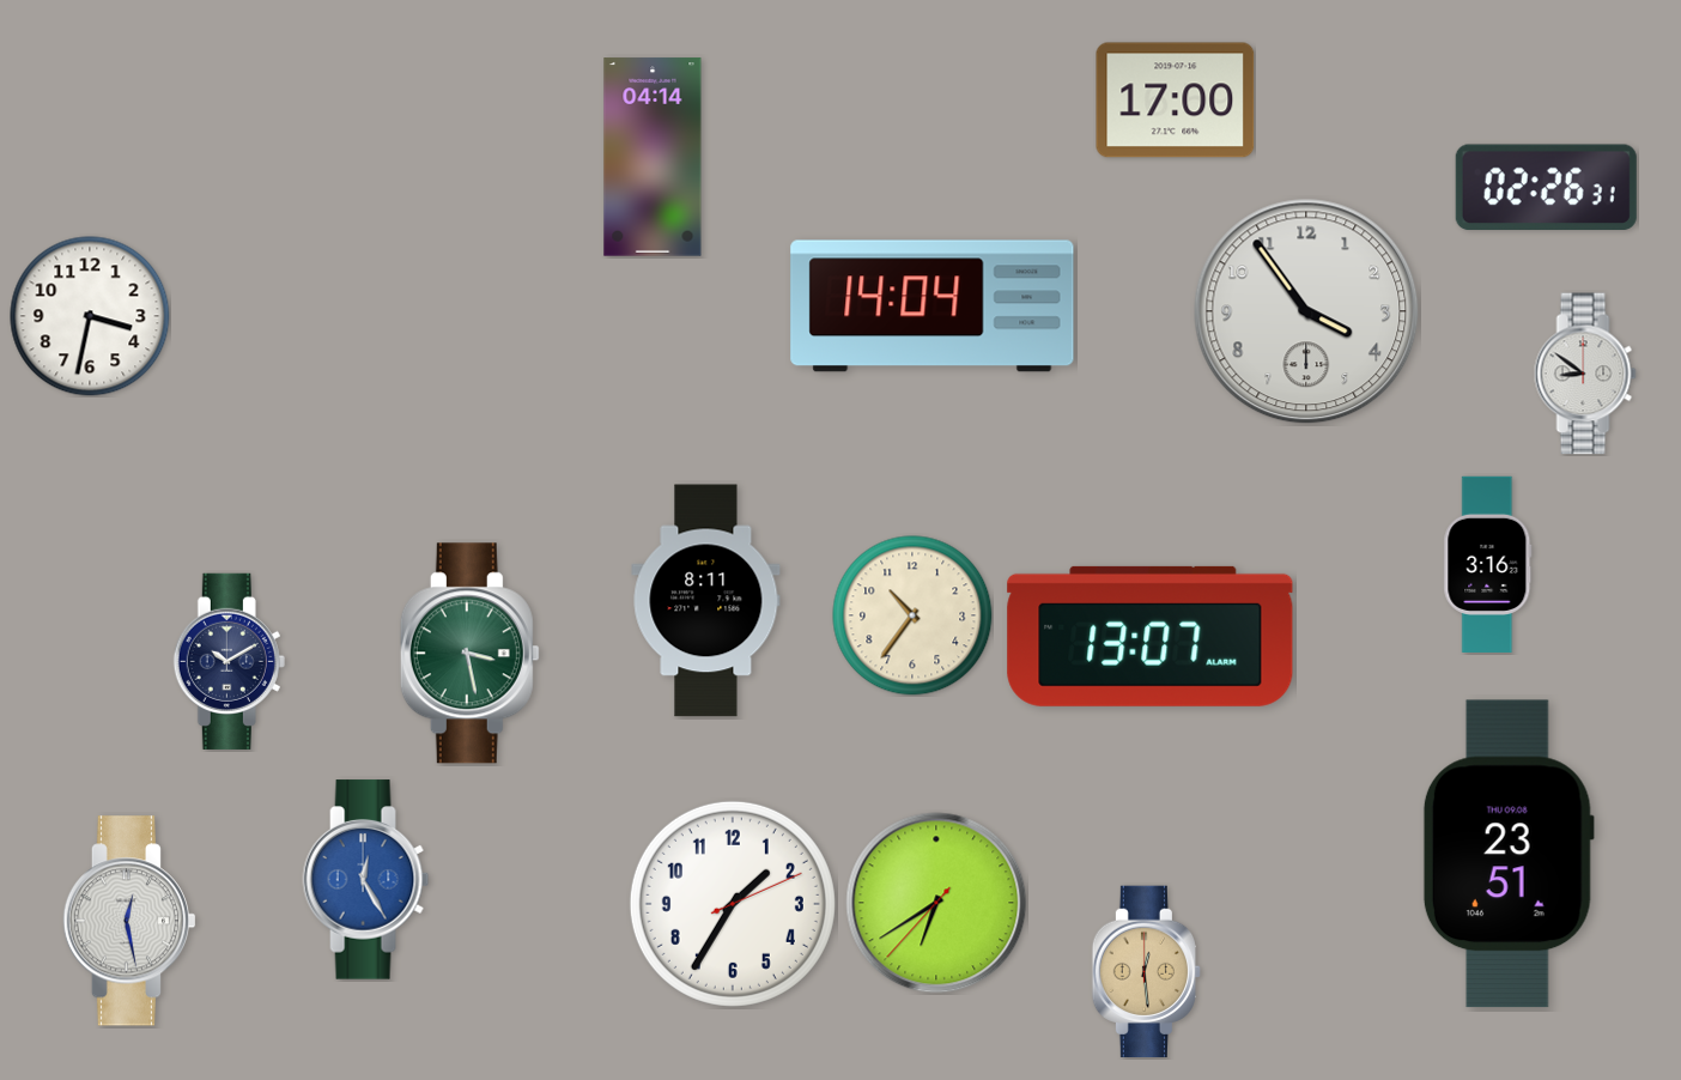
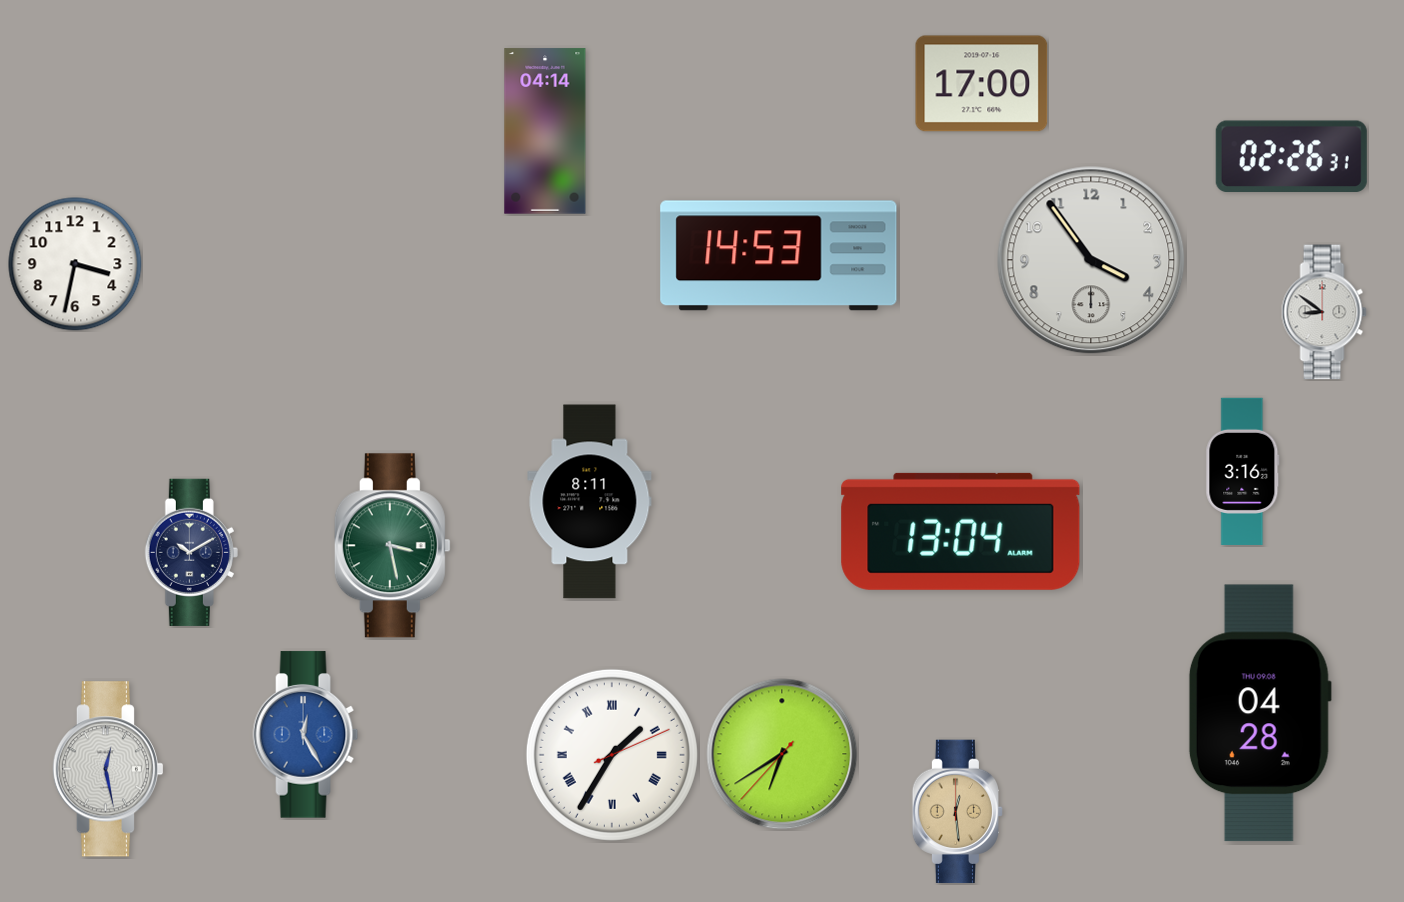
clock at (933, 307): 14:04 -> 14:53
clock at (912, 615): 10:36 -> none
clock at (1151, 636): 13:07 -> 13:04
clock at (1509, 854): 23:51 -> 04:28
clock at (733, 904) numerals: Arabic -> Roman
